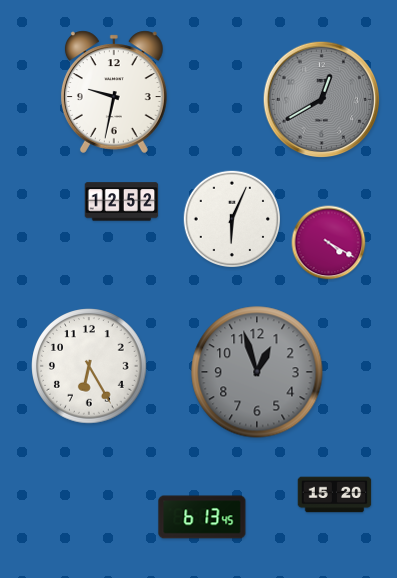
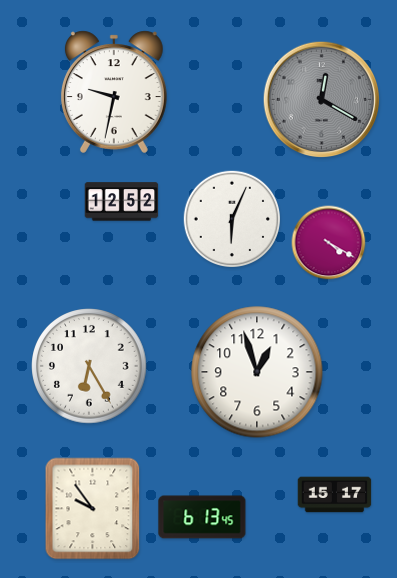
clock at (321, 99): 12:40 -> 12:20
clock at (257, 372) dial: grey -> white
clock at (335, 495): 15:20 -> 15:17
clock at (93, 509): none -> 9:54
